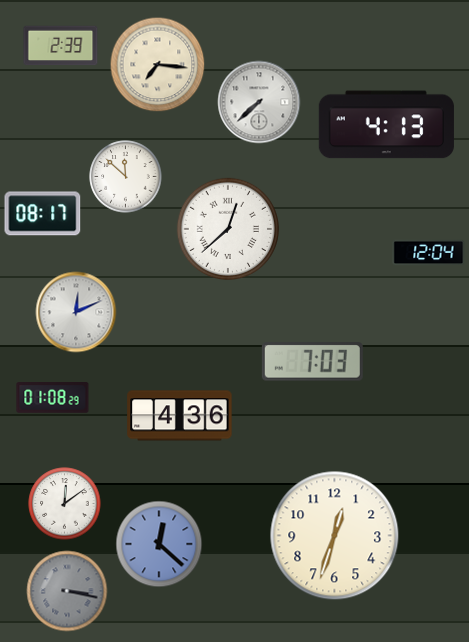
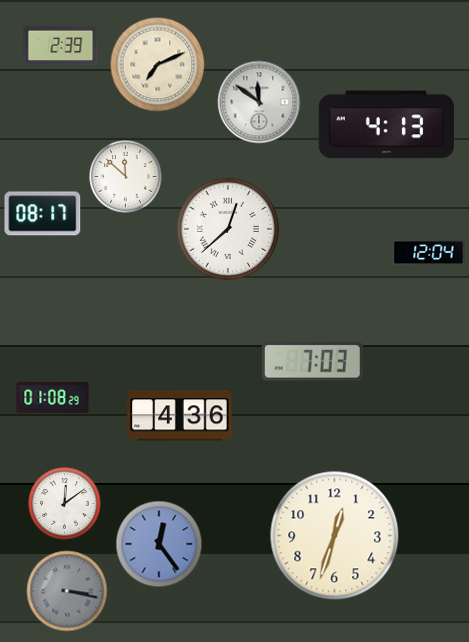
clock at (158, 65): 7:16 -> 7:11
clock at (259, 102): 7:38 -> 11:51
clock at (76, 312): 12:11 -> none
clock at (159, 544): 12:22 -> 12:24
